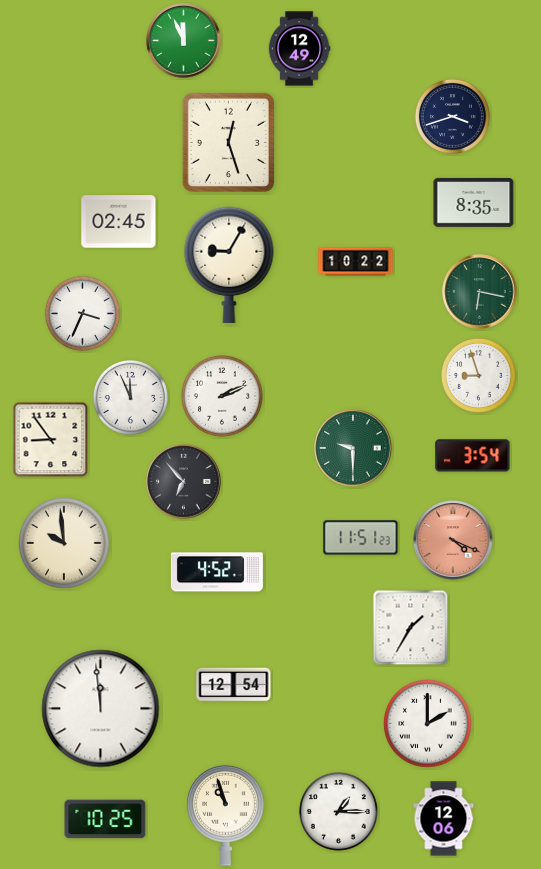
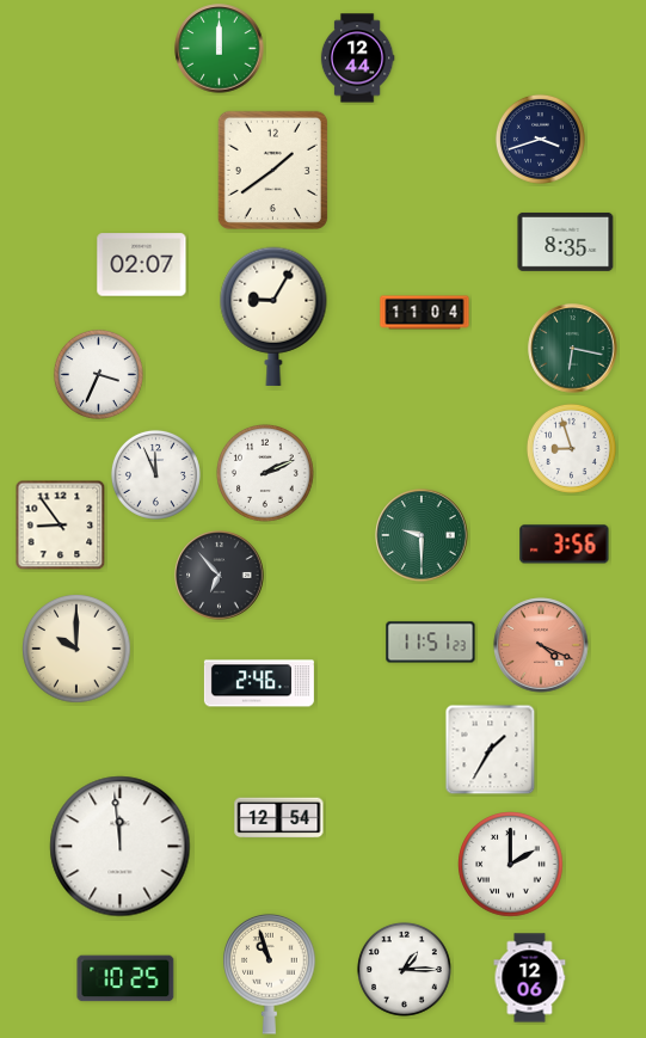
clock at (184, 41): 11:56 -> 12:00
clock at (299, 49): 12:49 -> 12:44
clock at (228, 142): 12:27 -> 1:39
clock at (119, 222): 02:45 -> 02:07
clock at (356, 262): 10:22 -> 11:04
clock at (473, 456): 3:54 -> 3:56
clock at (64, 543): 9:59 -> 10:00
clock at (217, 572): 4:52 -> 2:46
